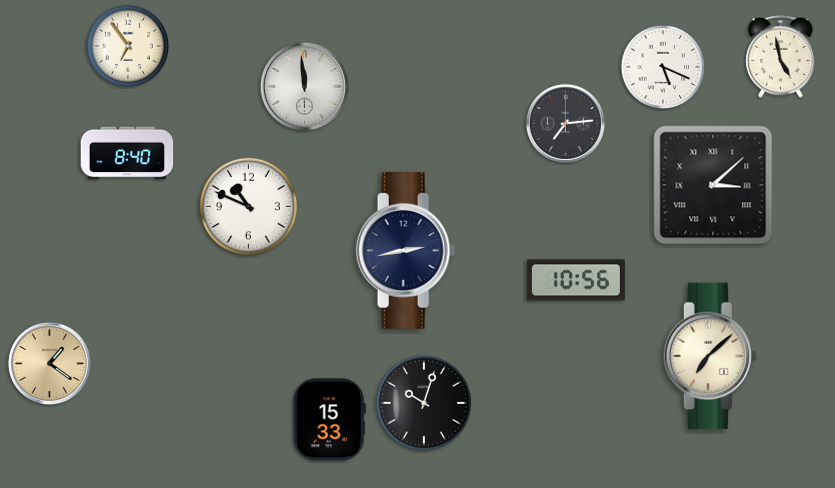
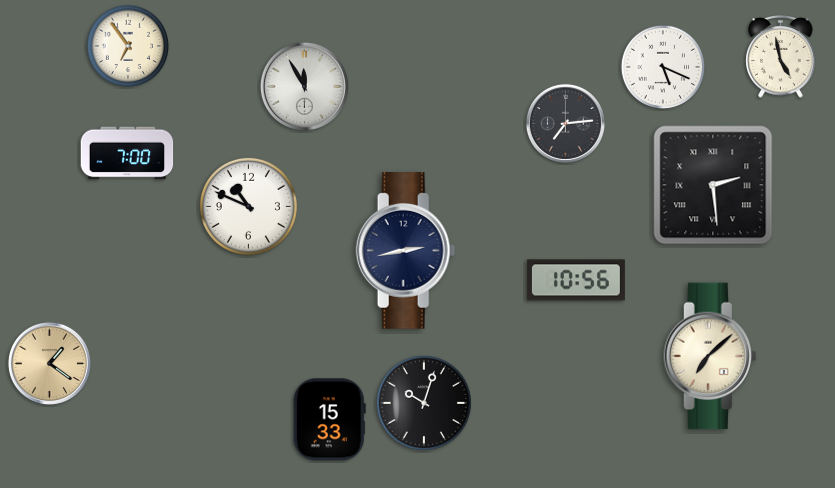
clock at (304, 86): 11:59 -> 11:55
clock at (127, 153): 8:40 -> 7:00
clock at (713, 185): 3:08 -> 2:29
